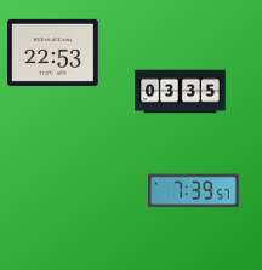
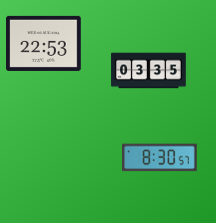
clock at (181, 92) position: (181, 92) -> (149, 71)
clock at (194, 191): 7:39 -> 8:30
